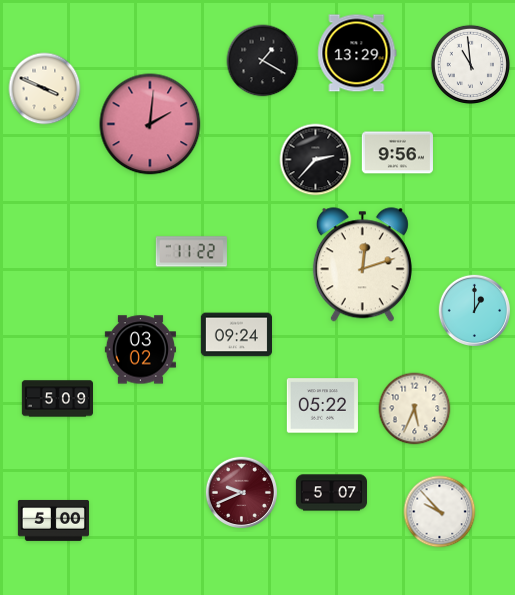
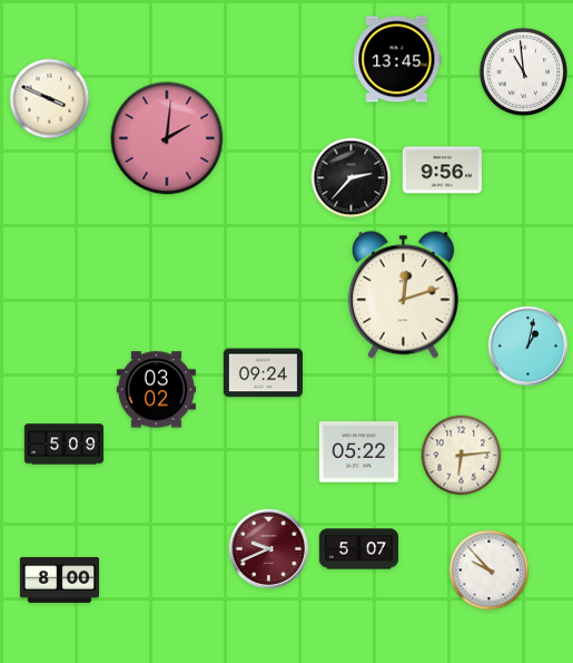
clock at (357, 53): 13:29 -> 13:45
clock at (263, 61): 1:20 -> none
clock at (191, 252): 11:22 -> none
clock at (474, 310): 1:00 -> 1:02
clock at (415, 409): 5:34 -> 6:14
clock at (331, 493) position: (331, 493) -> (358, 549)
clock at (53, 521): 5:00 -> 8:00
